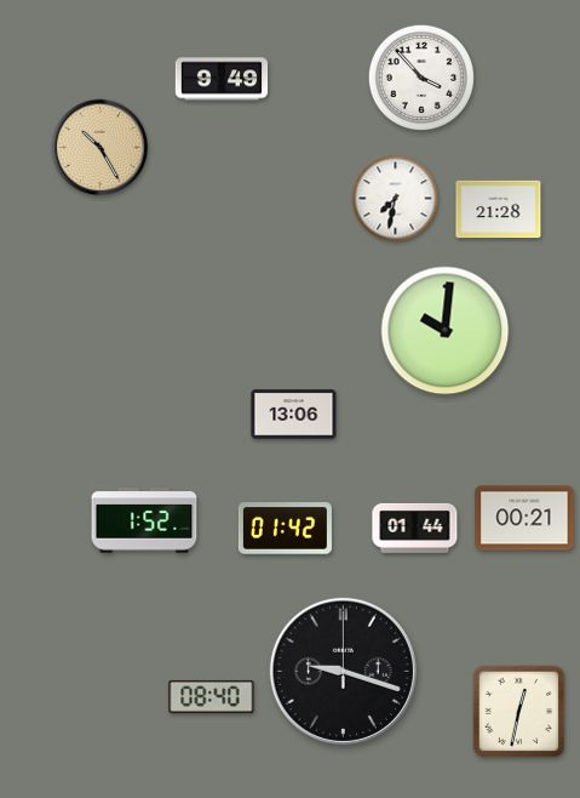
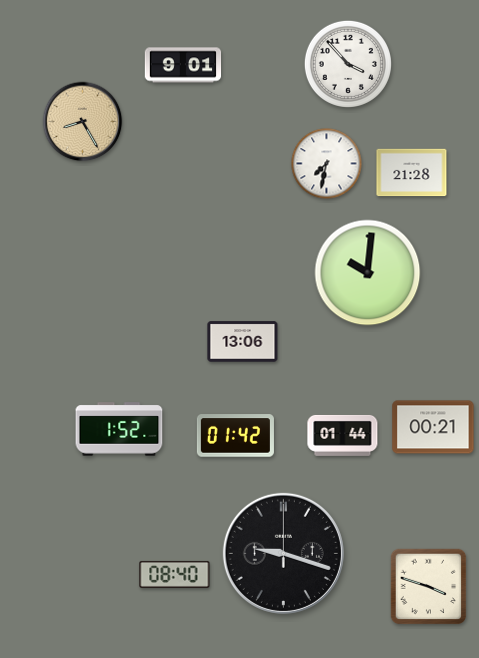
clock at (222, 79): 9:49 -> 9:01
clock at (101, 148): 10:25 -> 8:25
clock at (519, 712): 12:32 -> 3:48
